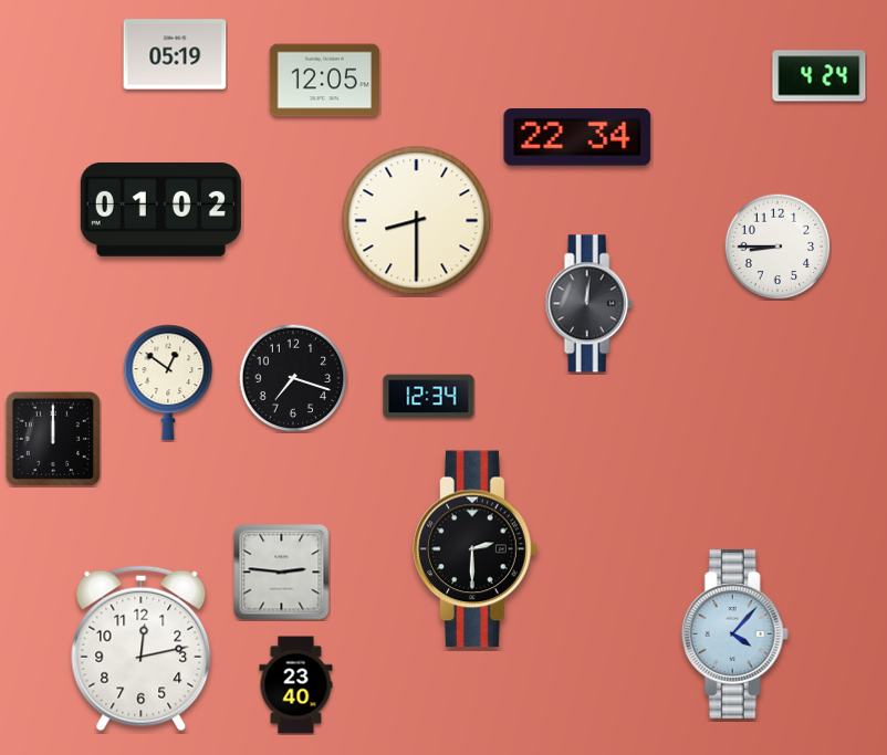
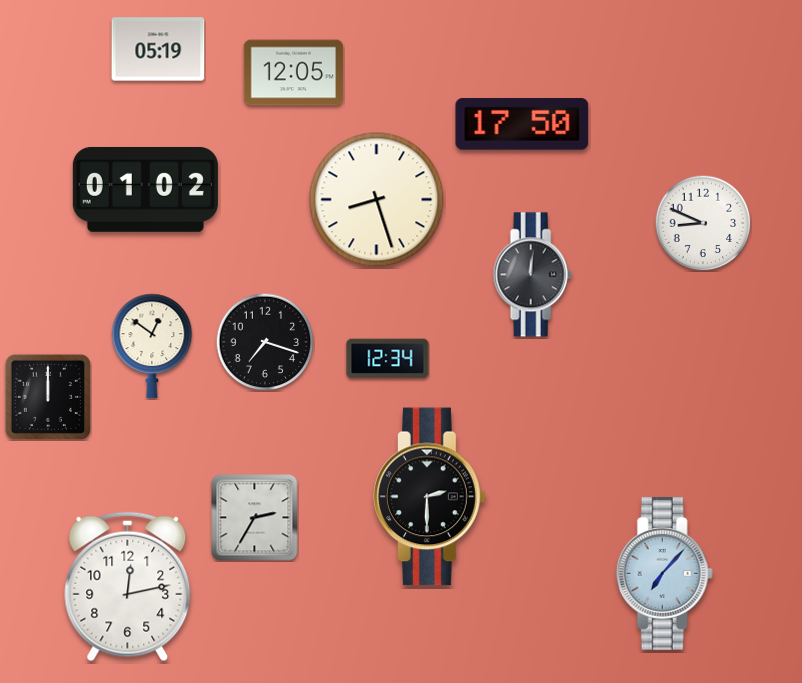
clock at (820, 76): 4:24 -> none
clock at (577, 137): 22:34 -> 17:50
clock at (417, 221): 8:30 -> 8:27
clock at (778, 247): 8:45 -> 8:49
clock at (282, 573): 2:46 -> 2:35
clock at (734, 635): 4:07 -> 7:07
clock at (296, 685): 23:40 -> none
